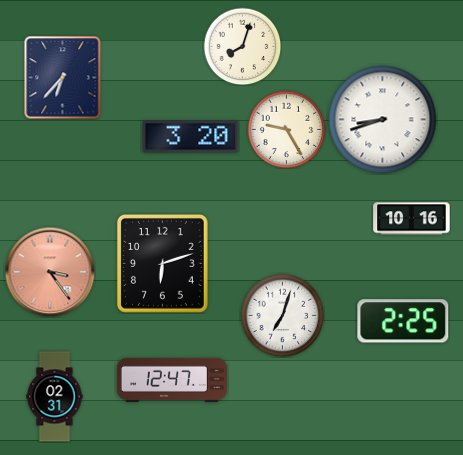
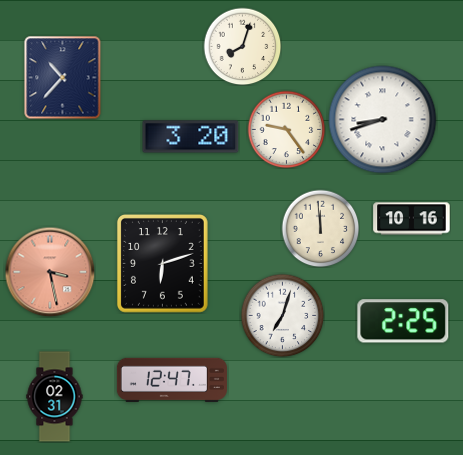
clock at (63, 77): 6:37 -> 10:37
clock at (286, 129): 9:25 -> 9:24
clock at (320, 228): none -> 11:59
clock at (50, 272): 3:24 -> 3:28
